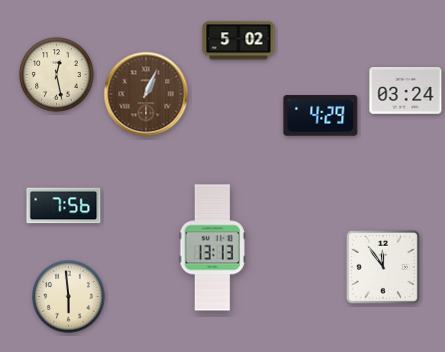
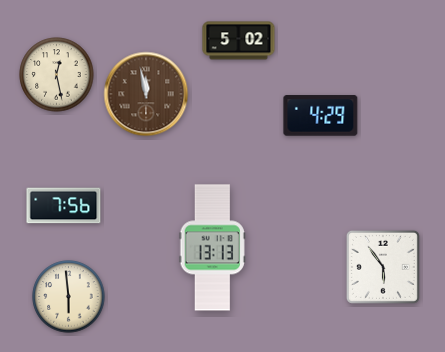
clock at (406, 91): 03:24 -> none
clock at (146, 94): 1:04 -> 11:58
clock at (383, 267): 11:54 -> 5:54
